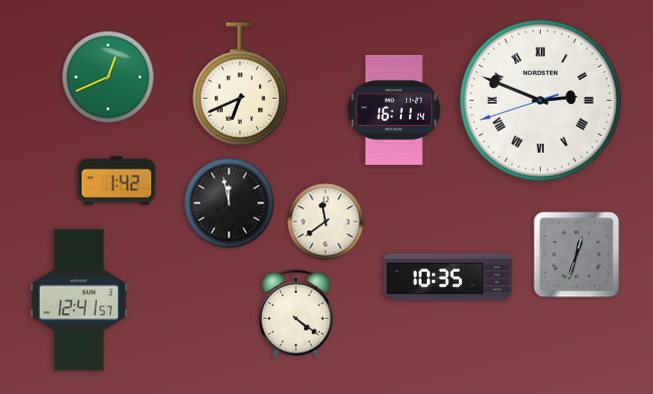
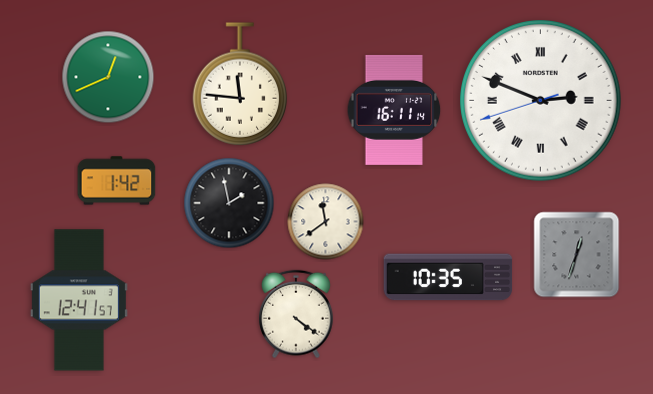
clock at (240, 84): 6:41 -> 11:46
clock at (229, 203): 11:58 -> 1:58
